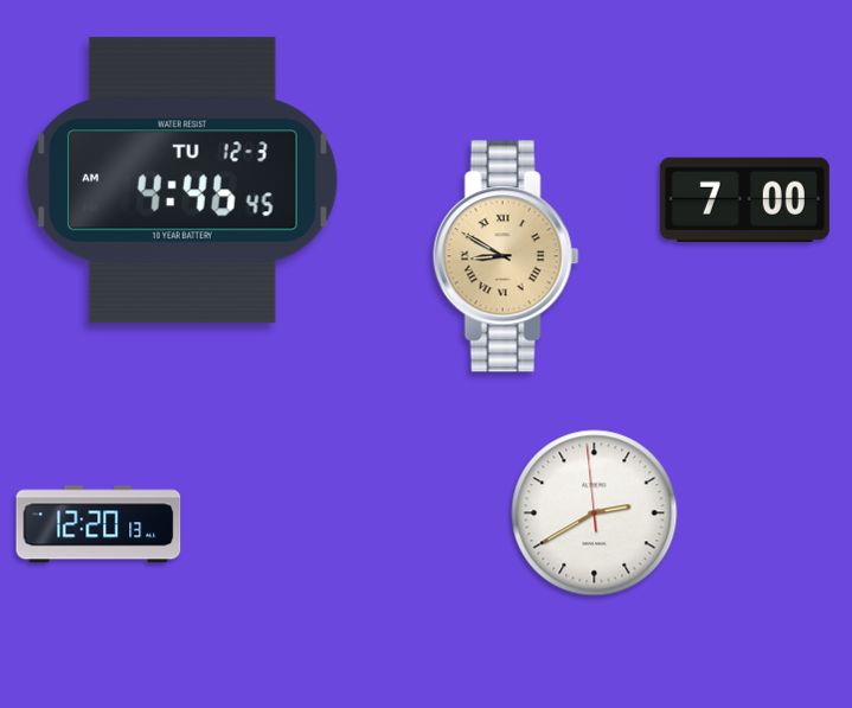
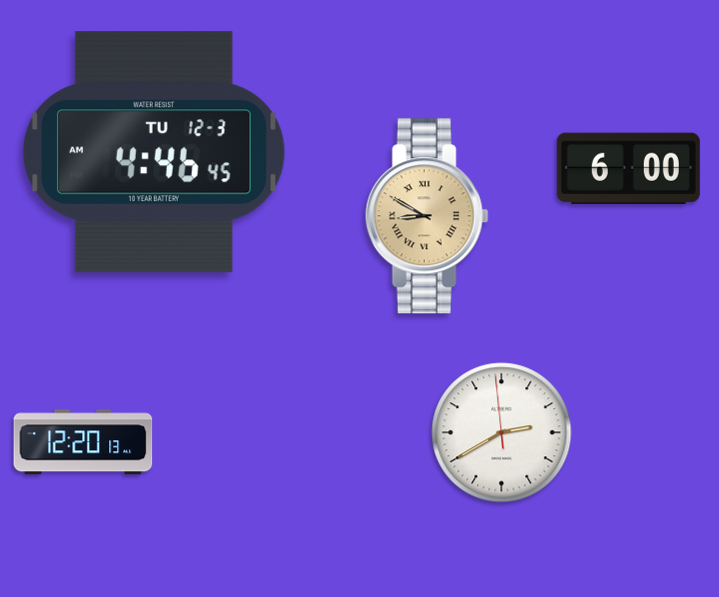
clock at (744, 199): 7:00 -> 6:00
